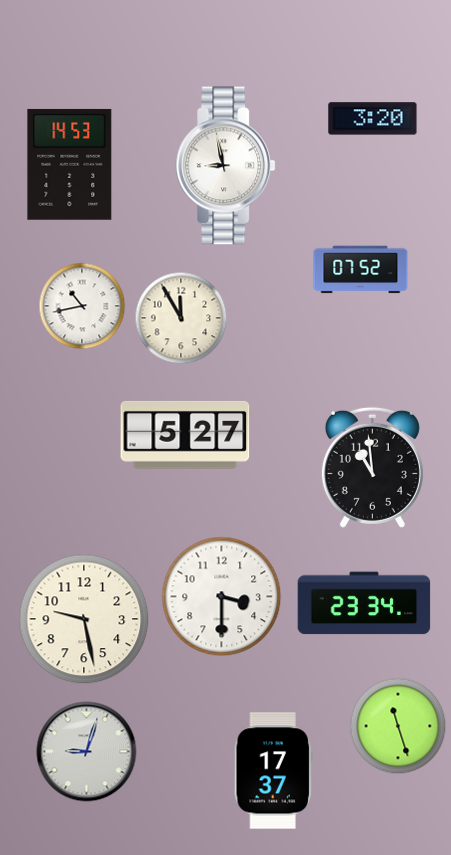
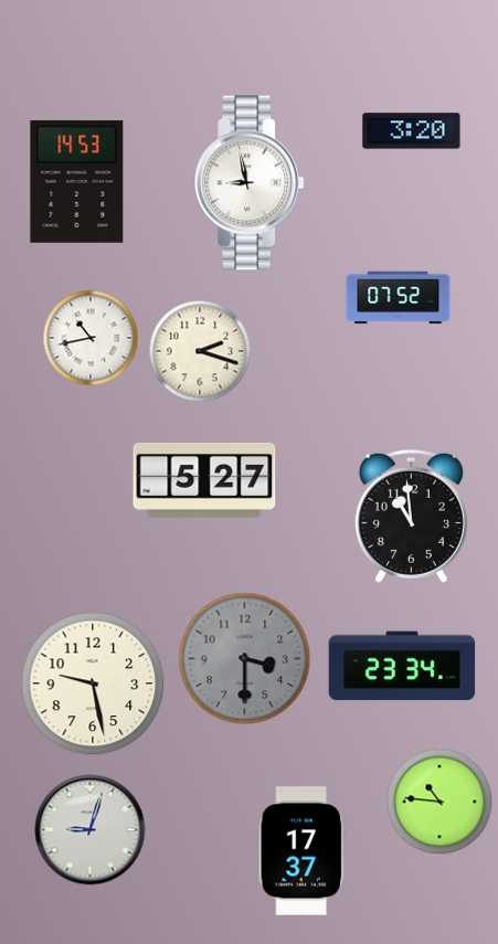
clock at (181, 318): 11:55 -> 2:18
clock at (222, 597) dial: white -> grey
clock at (398, 726): 11:27 -> 10:46
clock at (87, 752) position: (87, 752) -> (91, 830)
